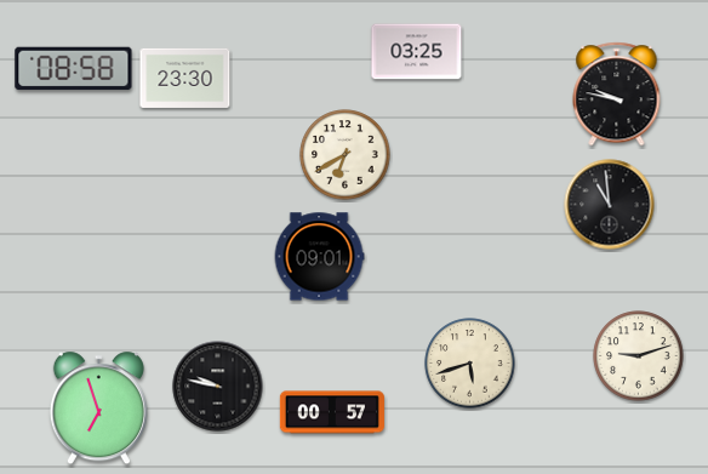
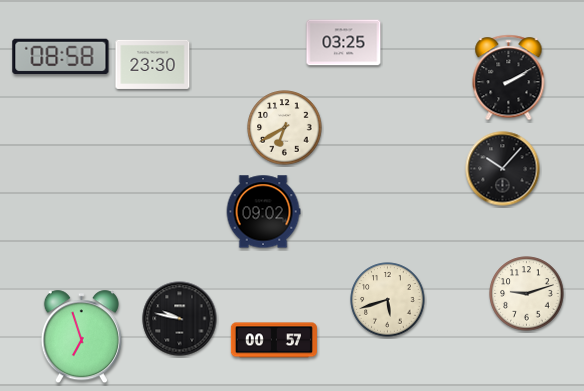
clock at (617, 95): 9:47 -> 2:10
clock at (610, 205): 10:59 -> 10:07
clock at (319, 257): 09:01 -> 09:02
